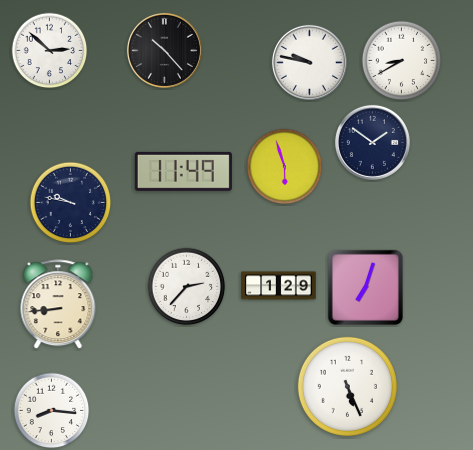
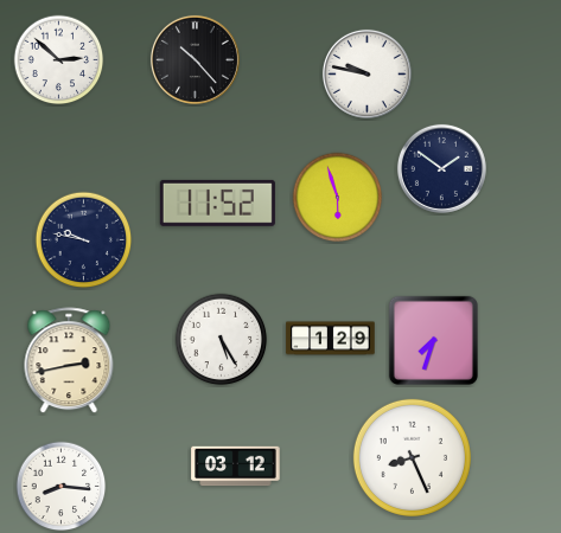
clock at (402, 61): 8:40 -> none
clock at (183, 171): 11:49 -> 11:52
clock at (187, 287): 2:37 -> 5:25
clock at (365, 287): 7:03 -> 7:33
clock at (58, 305): 8:44 -> 2:43
clock at (347, 386): 5:26 -> 8:26
clock at (236, 467): none -> 03:12
